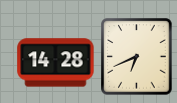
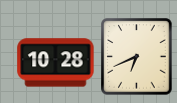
clock at (56, 63): 14:28 -> 10:28
